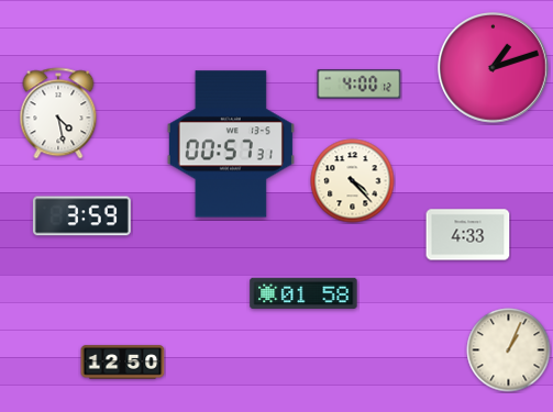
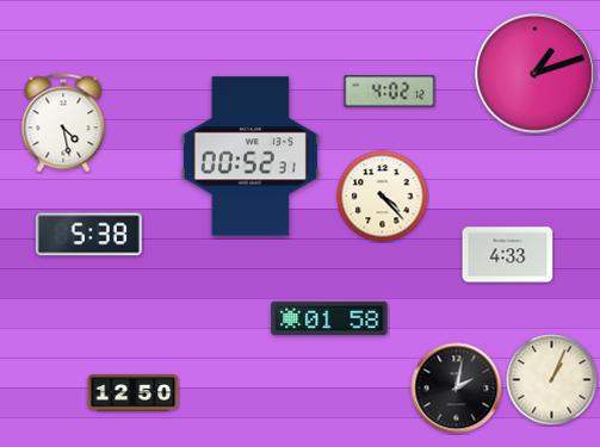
clock at (360, 85): 4:00 -> 4:02
clock at (231, 144): 00:57 -> 00:52
clock at (81, 216): 3:59 -> 5:38
clock at (457, 389): none -> 2:02
